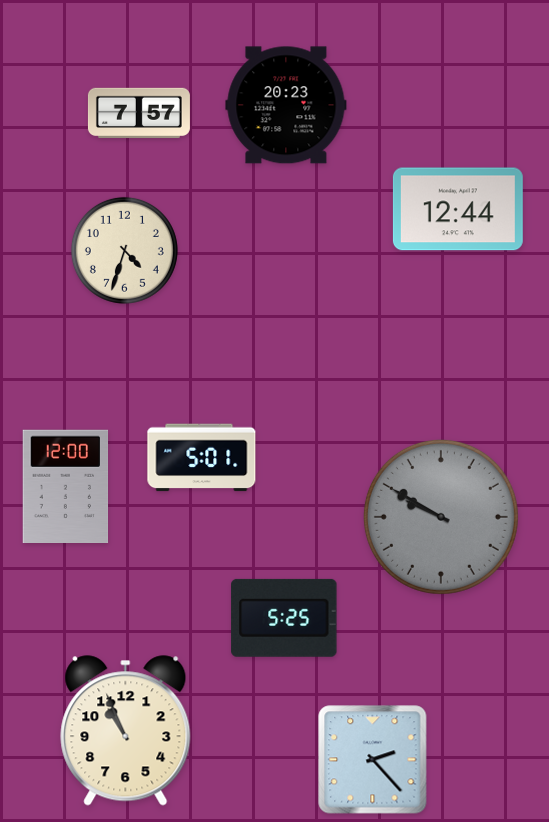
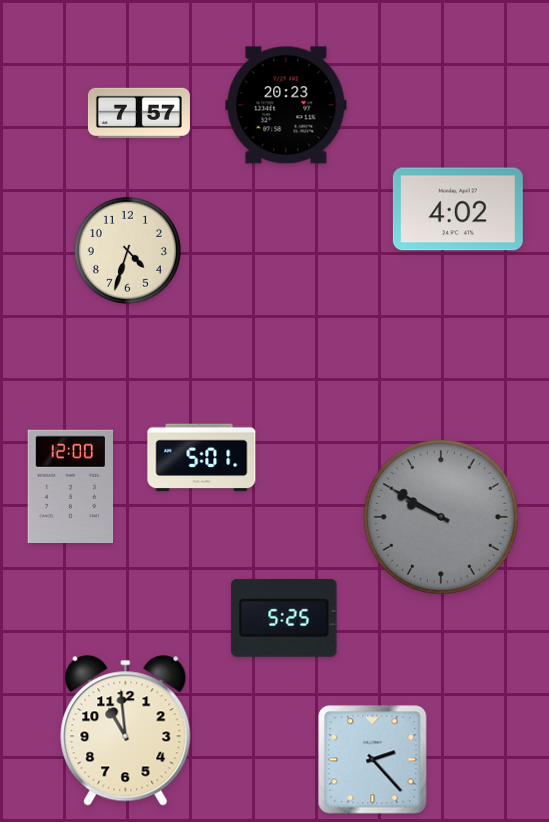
clock at (458, 209): 12:44 -> 4:02
clock at (124, 250) position: (124, 250) -> (127, 250)
clock at (66, 487) position: (66, 487) -> (71, 487)
clock at (126, 731): 10:56 -> 10:59
